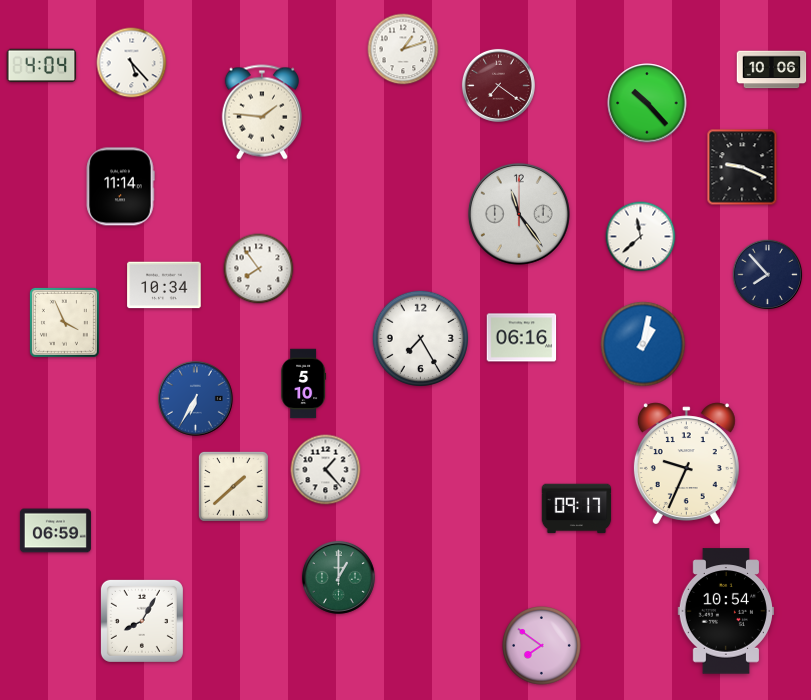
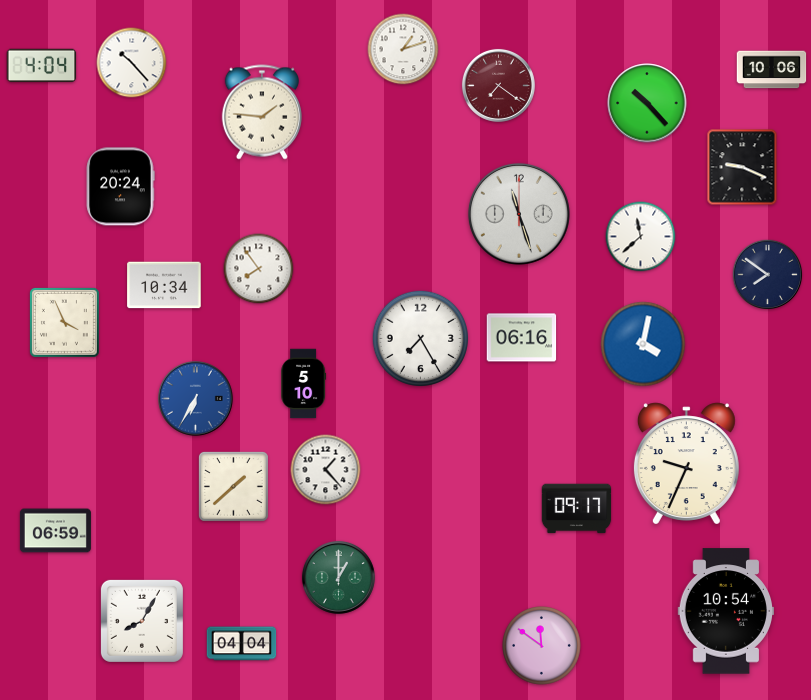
clock at (132, 63): 5:23 -> 10:23
clock at (120, 187): 11:14 -> 20:24
clock at (519, 214): 11:24 -> 11:27
clock at (767, 274): 7:53 -> 7:51
clock at (643, 344): 1:02 -> 4:02
clock at (242, 644): none -> 04:04
clock at (542, 646): 7:51 -> 11:51
